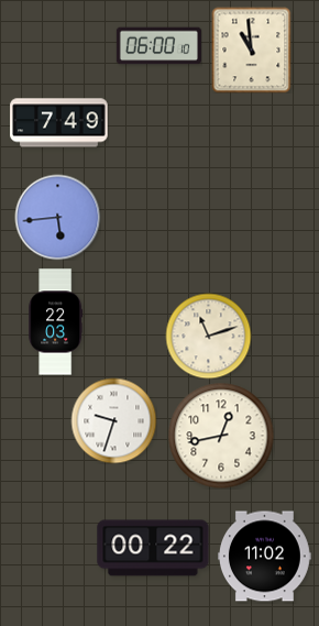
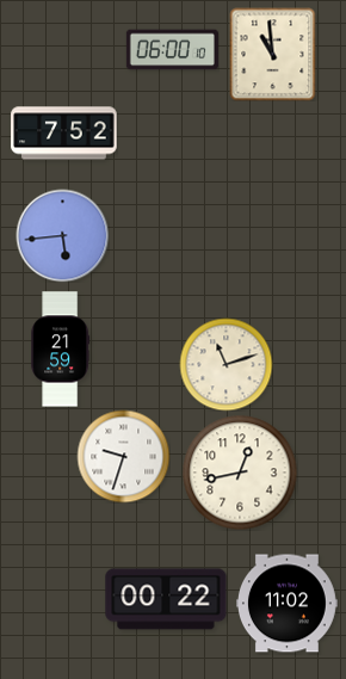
clock at (59, 123): 7:49 -> 7:52
clock at (56, 322): 22:03 -> 21:59
clock at (153, 548) position: (153, 548) -> (166, 599)
